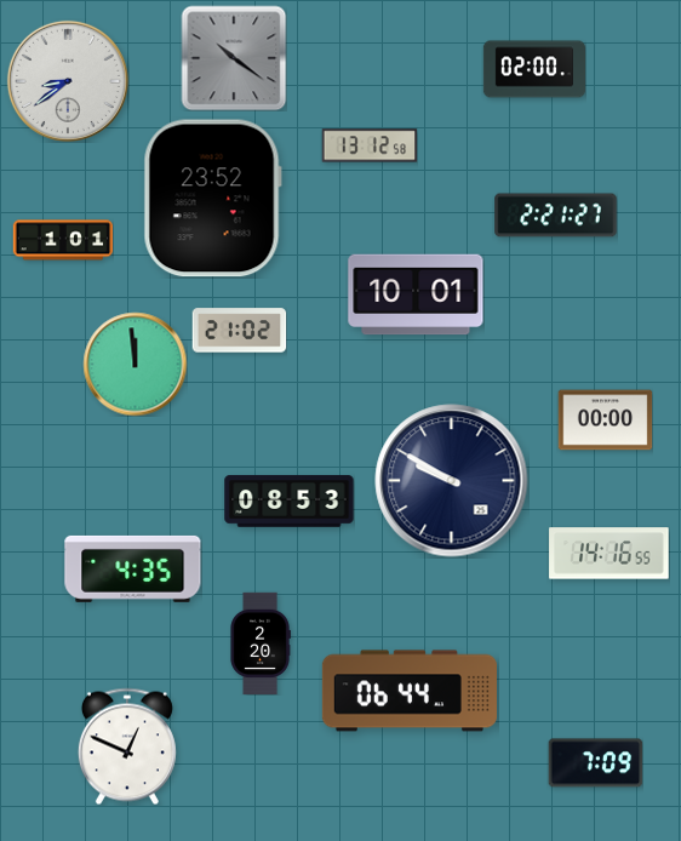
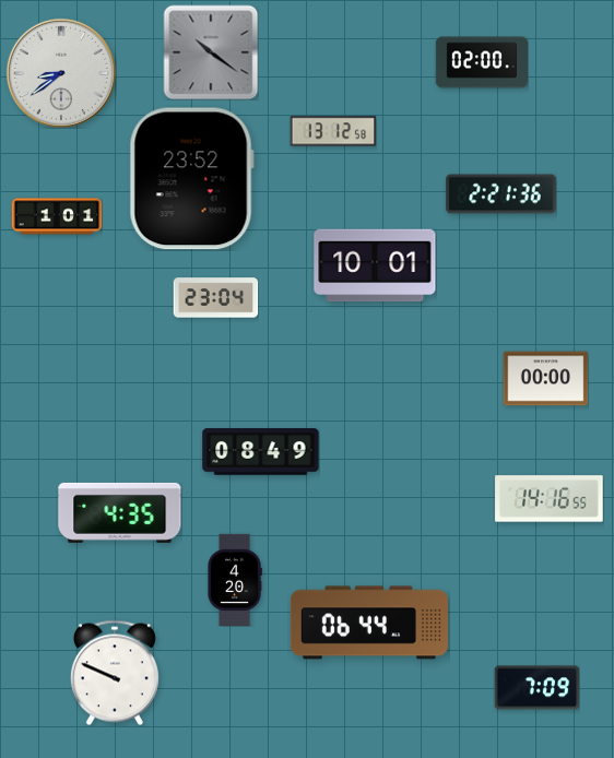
clock at (556, 216): 2:21:27 -> 2:21:36
clock at (239, 331): 21:02 -> 23:04
clock at (135, 364): 11:59 -> none
clock at (452, 481): 9:50 -> none
clock at (290, 502): 08:53 -> 08:49
clock at (261, 642): 2:20 -> 4:20
clock at (127, 746): 12:49 -> 9:49
